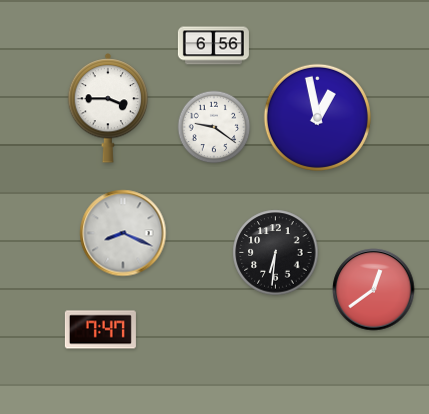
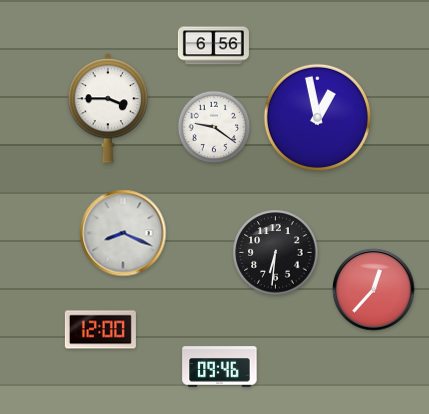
clock at (374, 290): 12:39 -> 12:37
clock at (100, 330): 7:47 -> 12:00
clock at (220, 367): none -> 09:46
